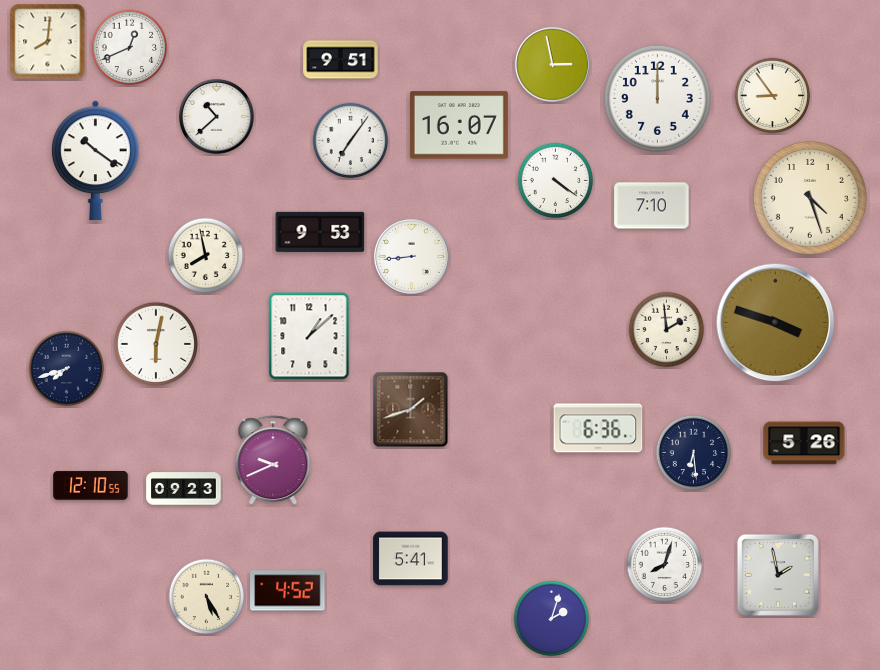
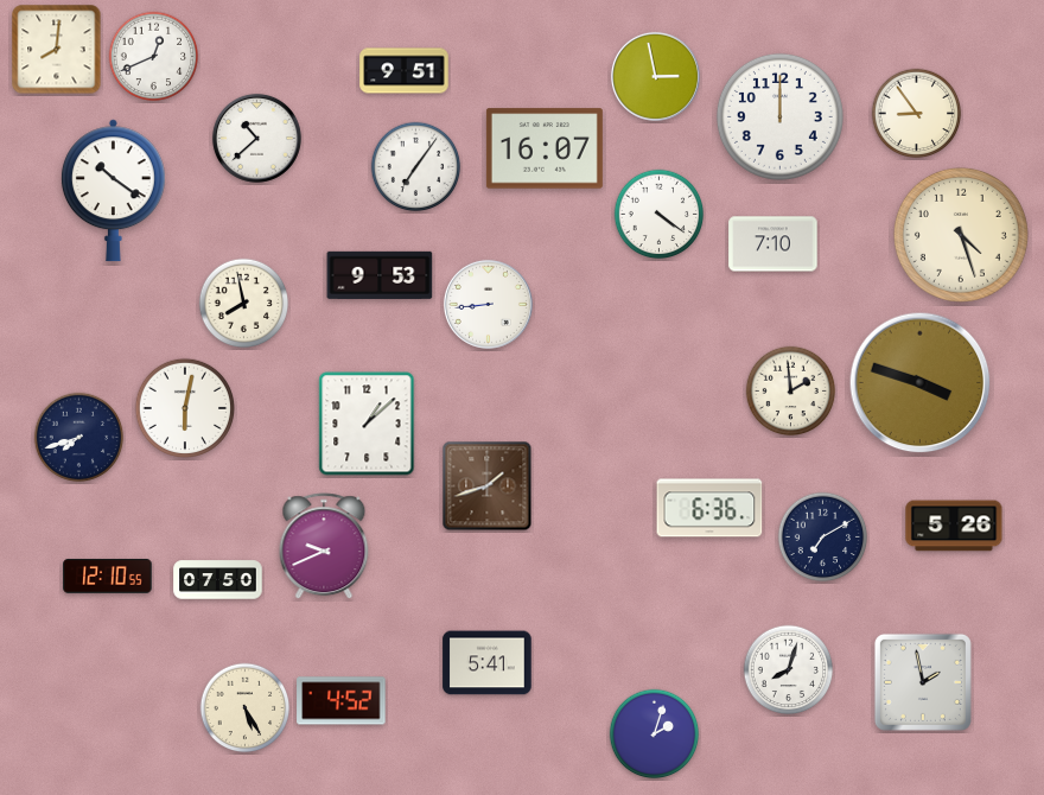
clock at (309, 336) position: (309, 336) -> (367, 424)
clock at (694, 453): 6:29 -> 7:10
clock at (184, 489): 09:23 -> 07:50
